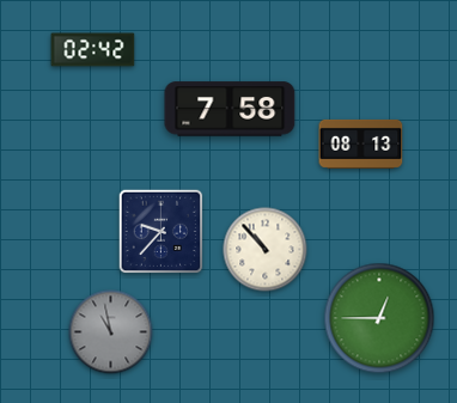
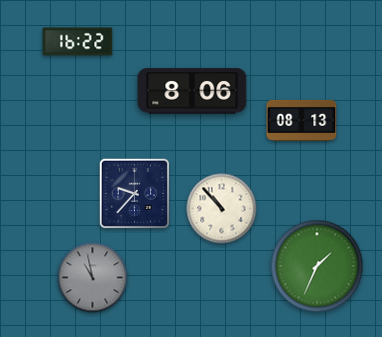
clock at (93, 50): 02:42 -> 16:22
clock at (230, 109): 7:58 -> 8:06
clock at (379, 318): 12:45 -> 1:34
